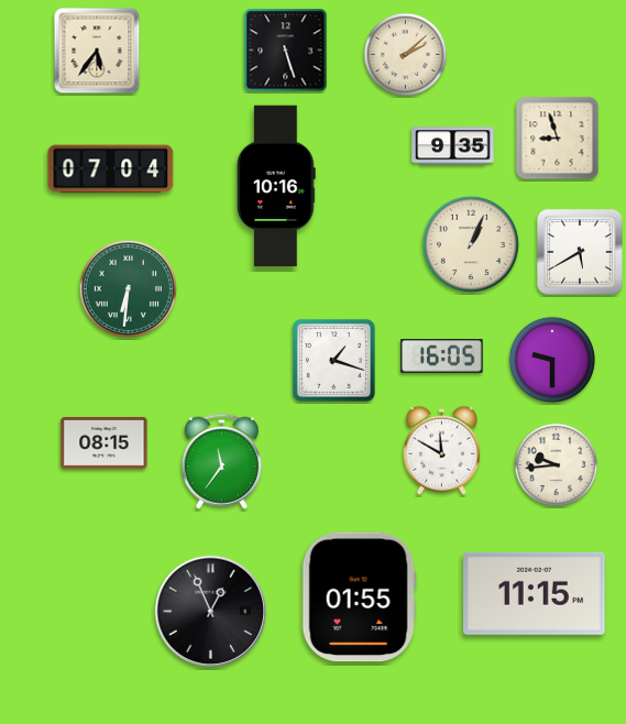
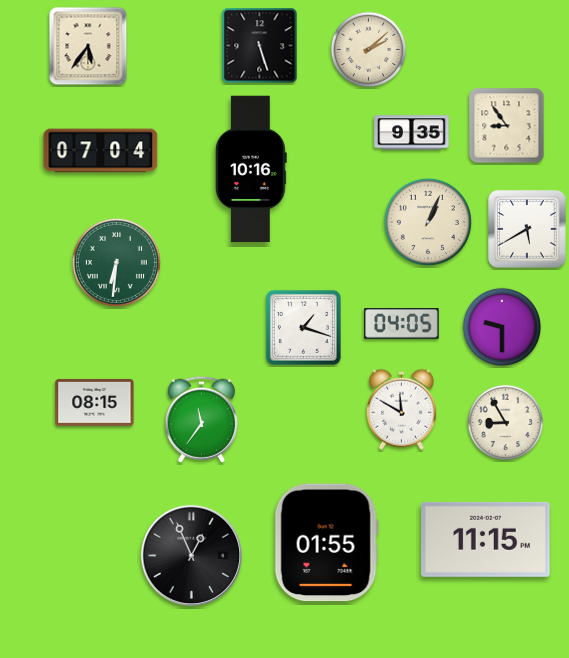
clock at (558, 139): 8:57 -> 8:54
clock at (111, 169) position: (111, 169) -> (101, 151)
clock at (442, 356): 16:05 -> 04:05
clock at (557, 465): 9:44 -> 8:55
